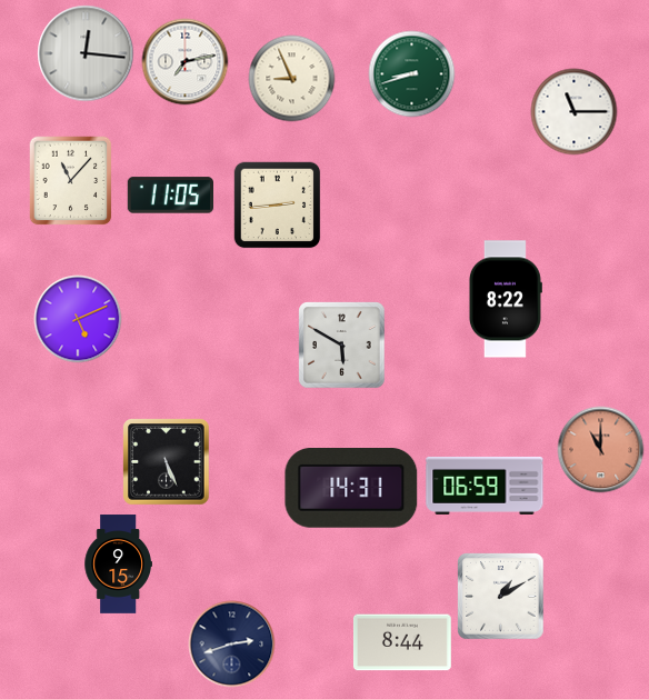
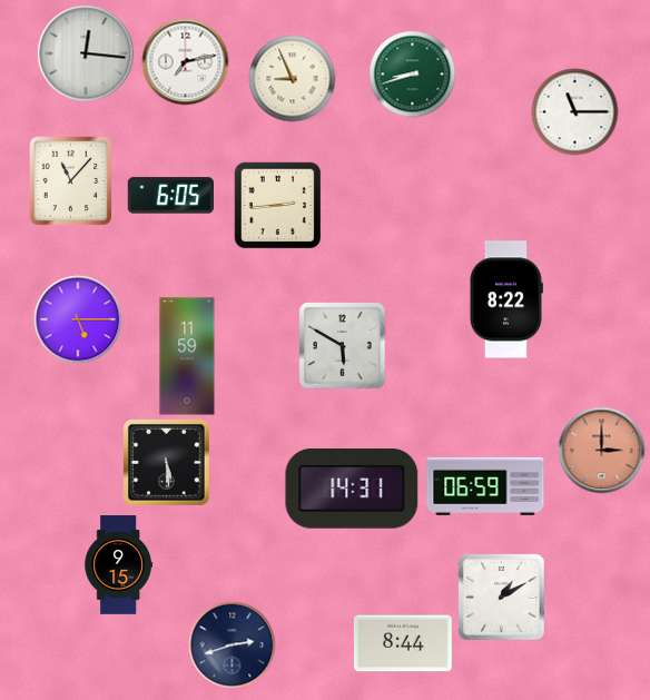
clock at (170, 196): 11:05 -> 6:05
clock at (78, 319): 5:11 -> 5:15
clock at (187, 356): none -> 11:59
clock at (600, 449): 11:00 -> 3:00
clock at (166, 461): 5:26 -> 5:29
